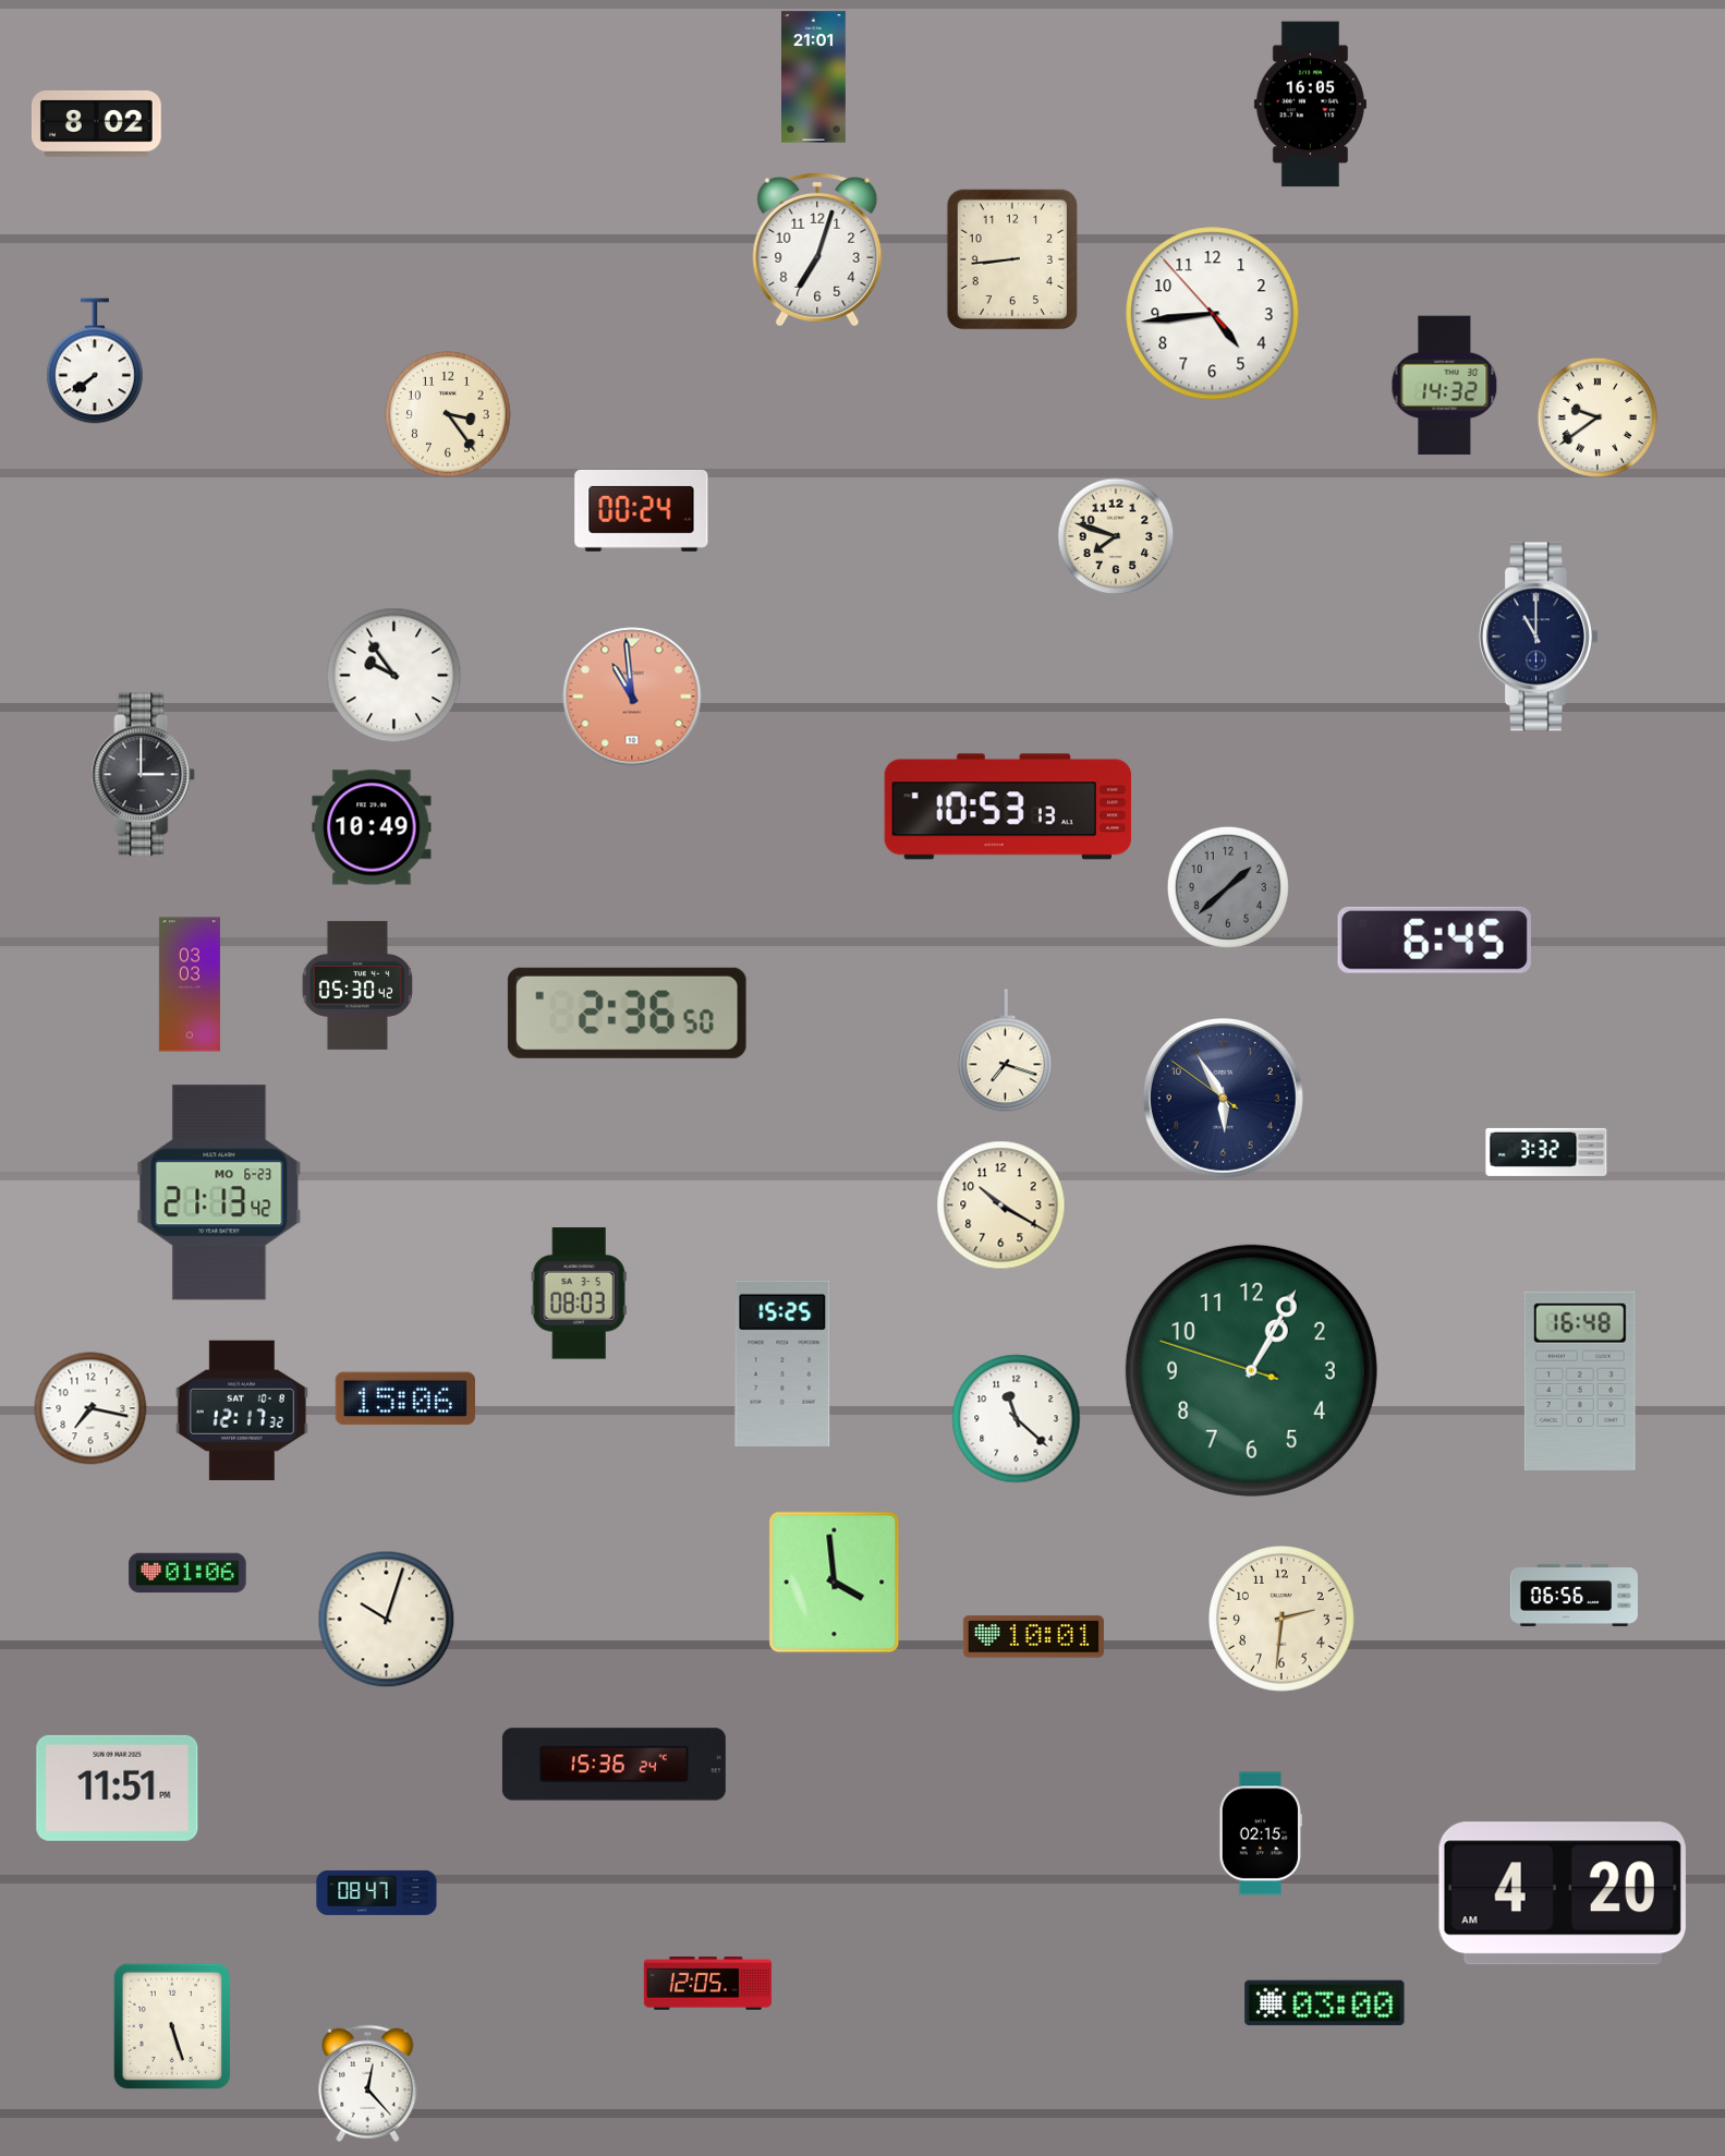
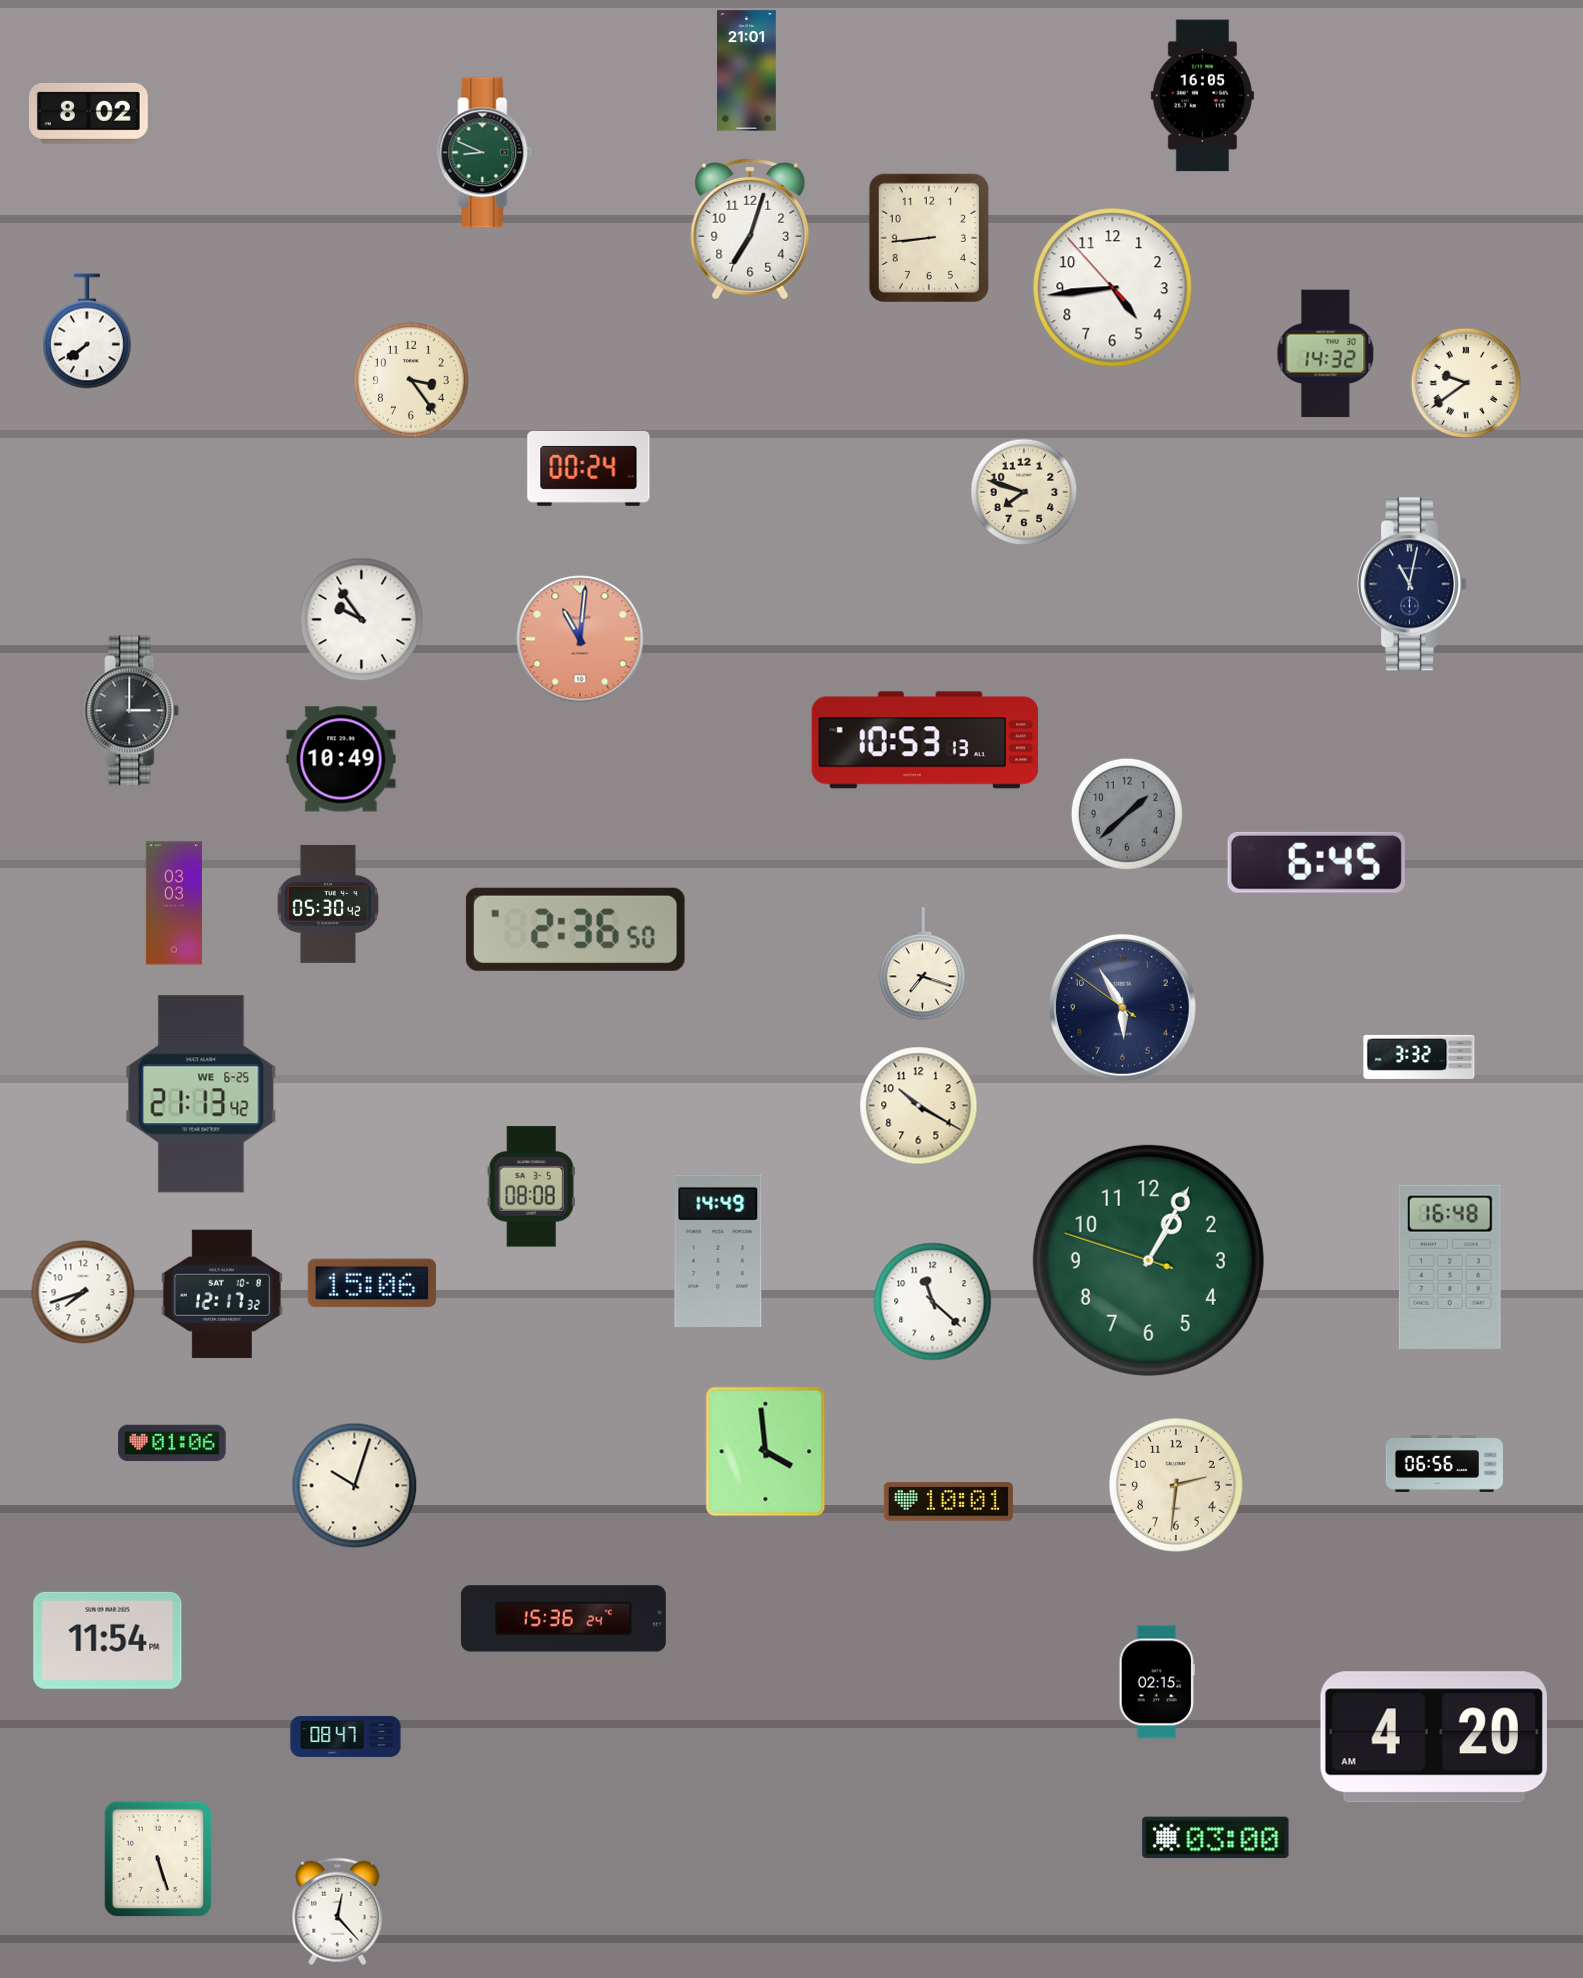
clock at (485, 153): none -> 8:49
clock at (1539, 637): 11:00 -> 11:02
clock at (632, 697): 10:59 -> 11:01
clock at (219, 1192) date: MO 6-23 -> WE 6-25
clock at (579, 1294): 08:03 -> 08:08
clock at (782, 1362): 15:25 -> 14:49
clock at (1251, 1370) position: (1251, 1370) -> (1148, 1260)
clock at (90, 1408): 7:17 -> 7:42
clock at (118, 1788): 11:51 -> 11:54
clock at (707, 1984): 12:05 -> none
